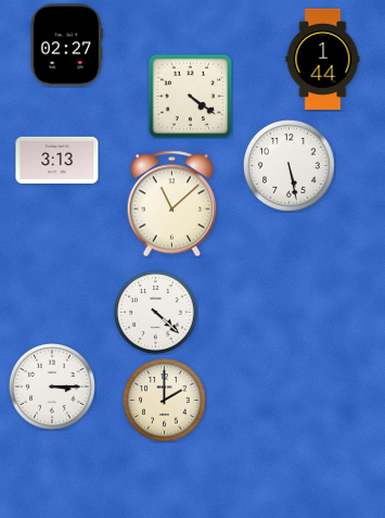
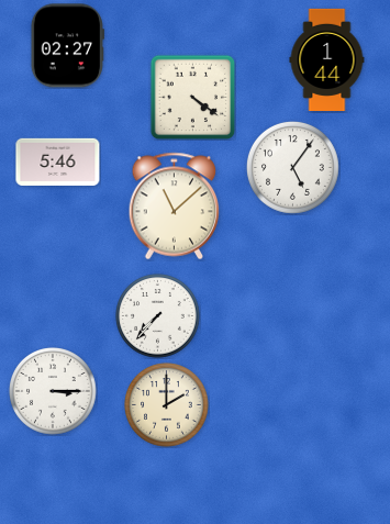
clock at (57, 160): 3:13 -> 5:46
clock at (290, 166): 5:28 -> 5:06
clock at (156, 313): 4:22 -> 7:37
